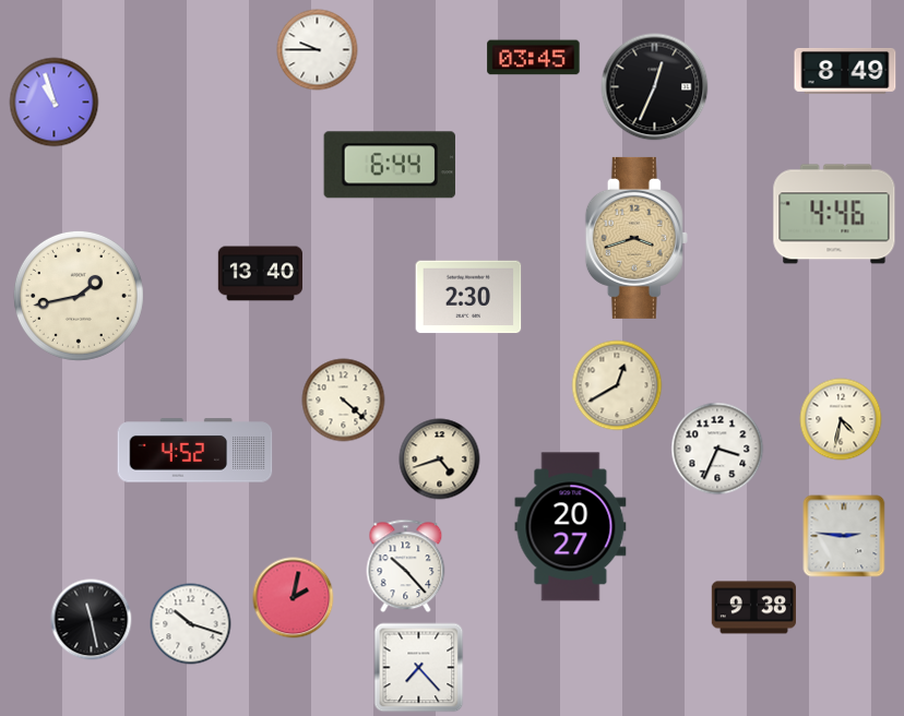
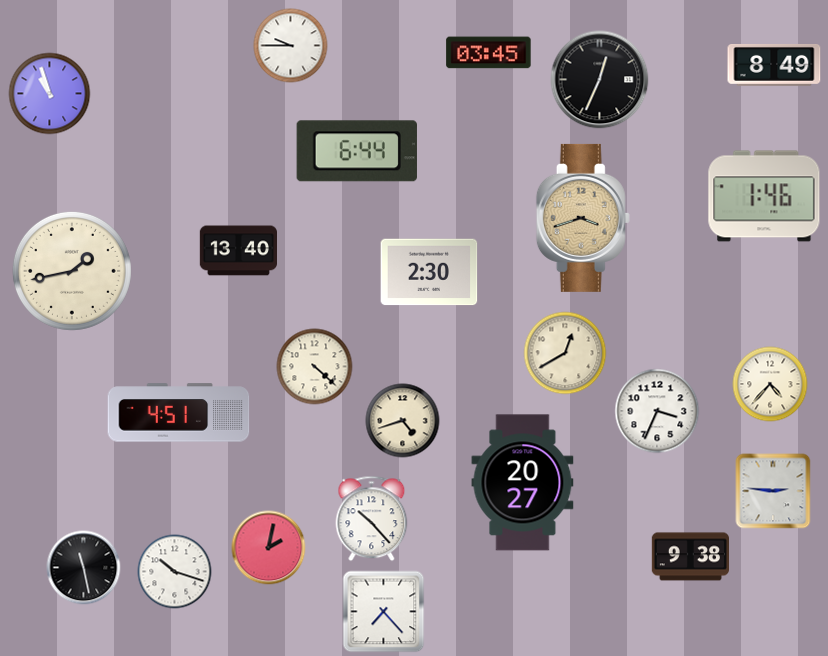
clock at (834, 214): 4:46 -> 1:46
clock at (841, 419): 4:32 -> 4:37
clock at (195, 451): 4:52 -> 4:51
